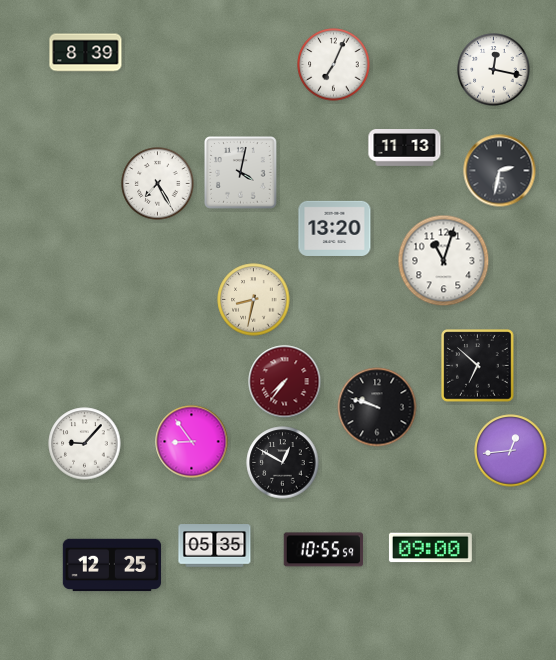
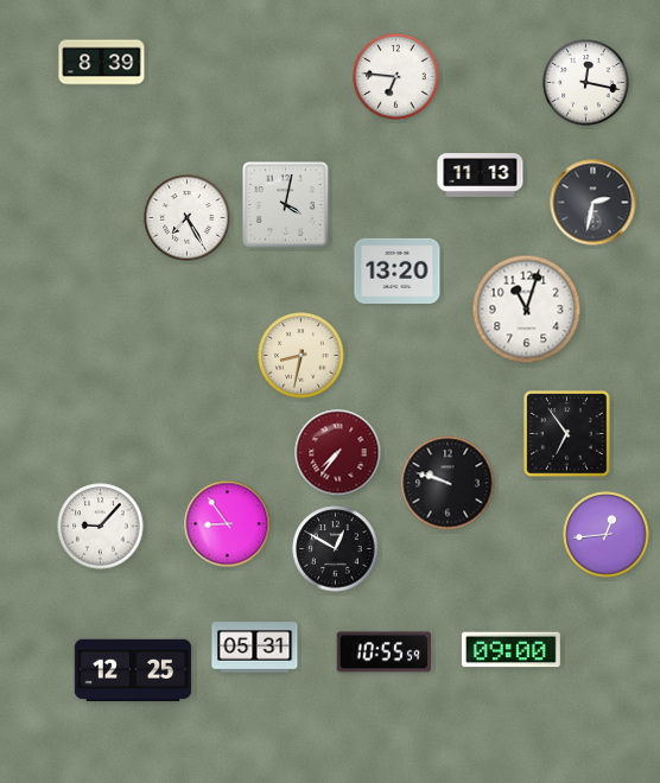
clock at (334, 65): 7:04 -> 6:46
clock at (478, 366): 6:52 -> 6:54
clock at (215, 546): 05:35 -> 05:31
